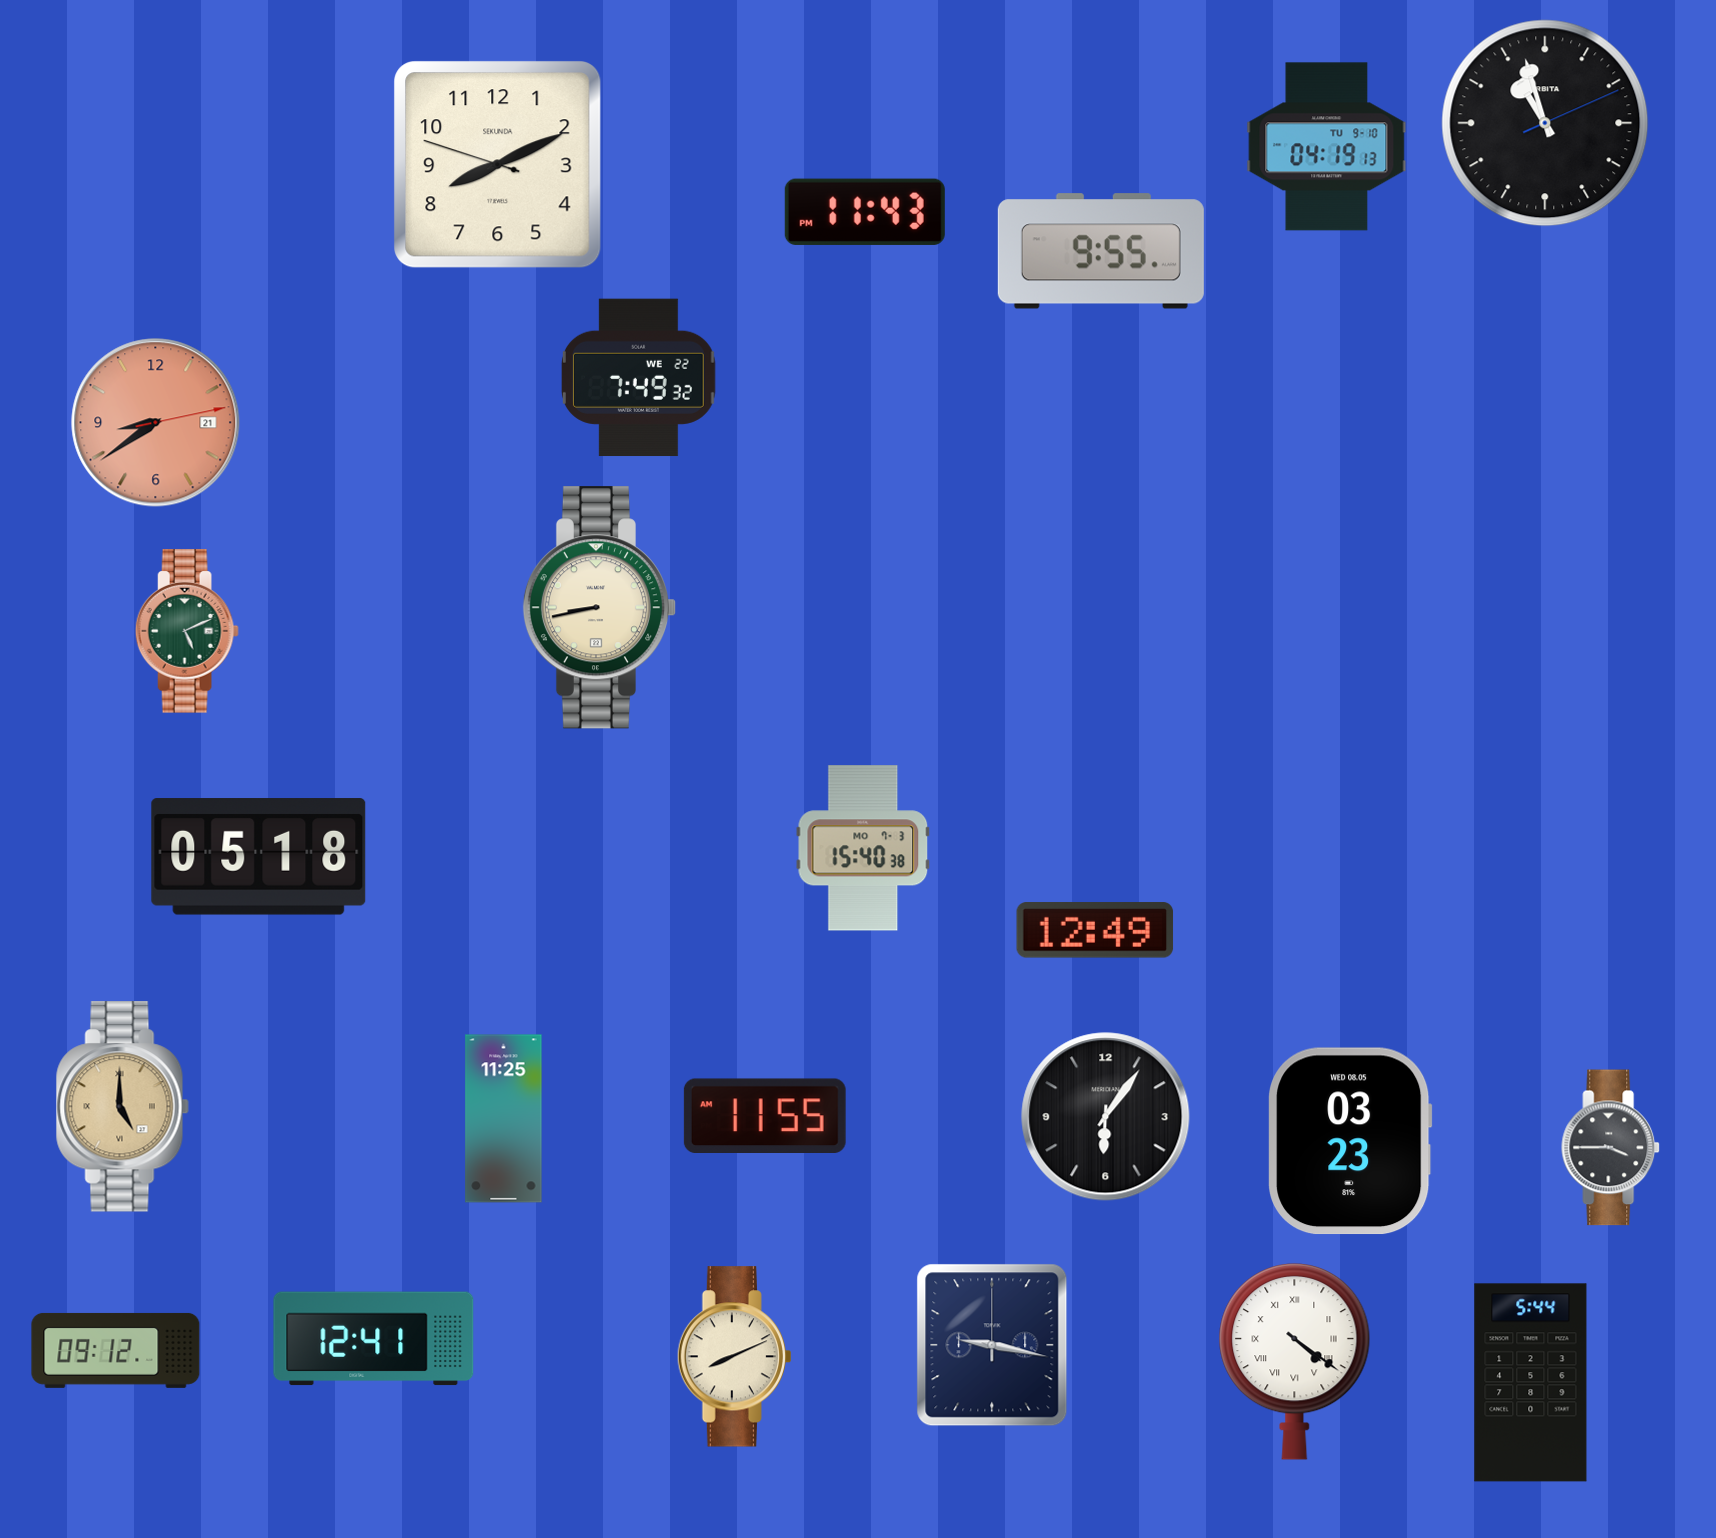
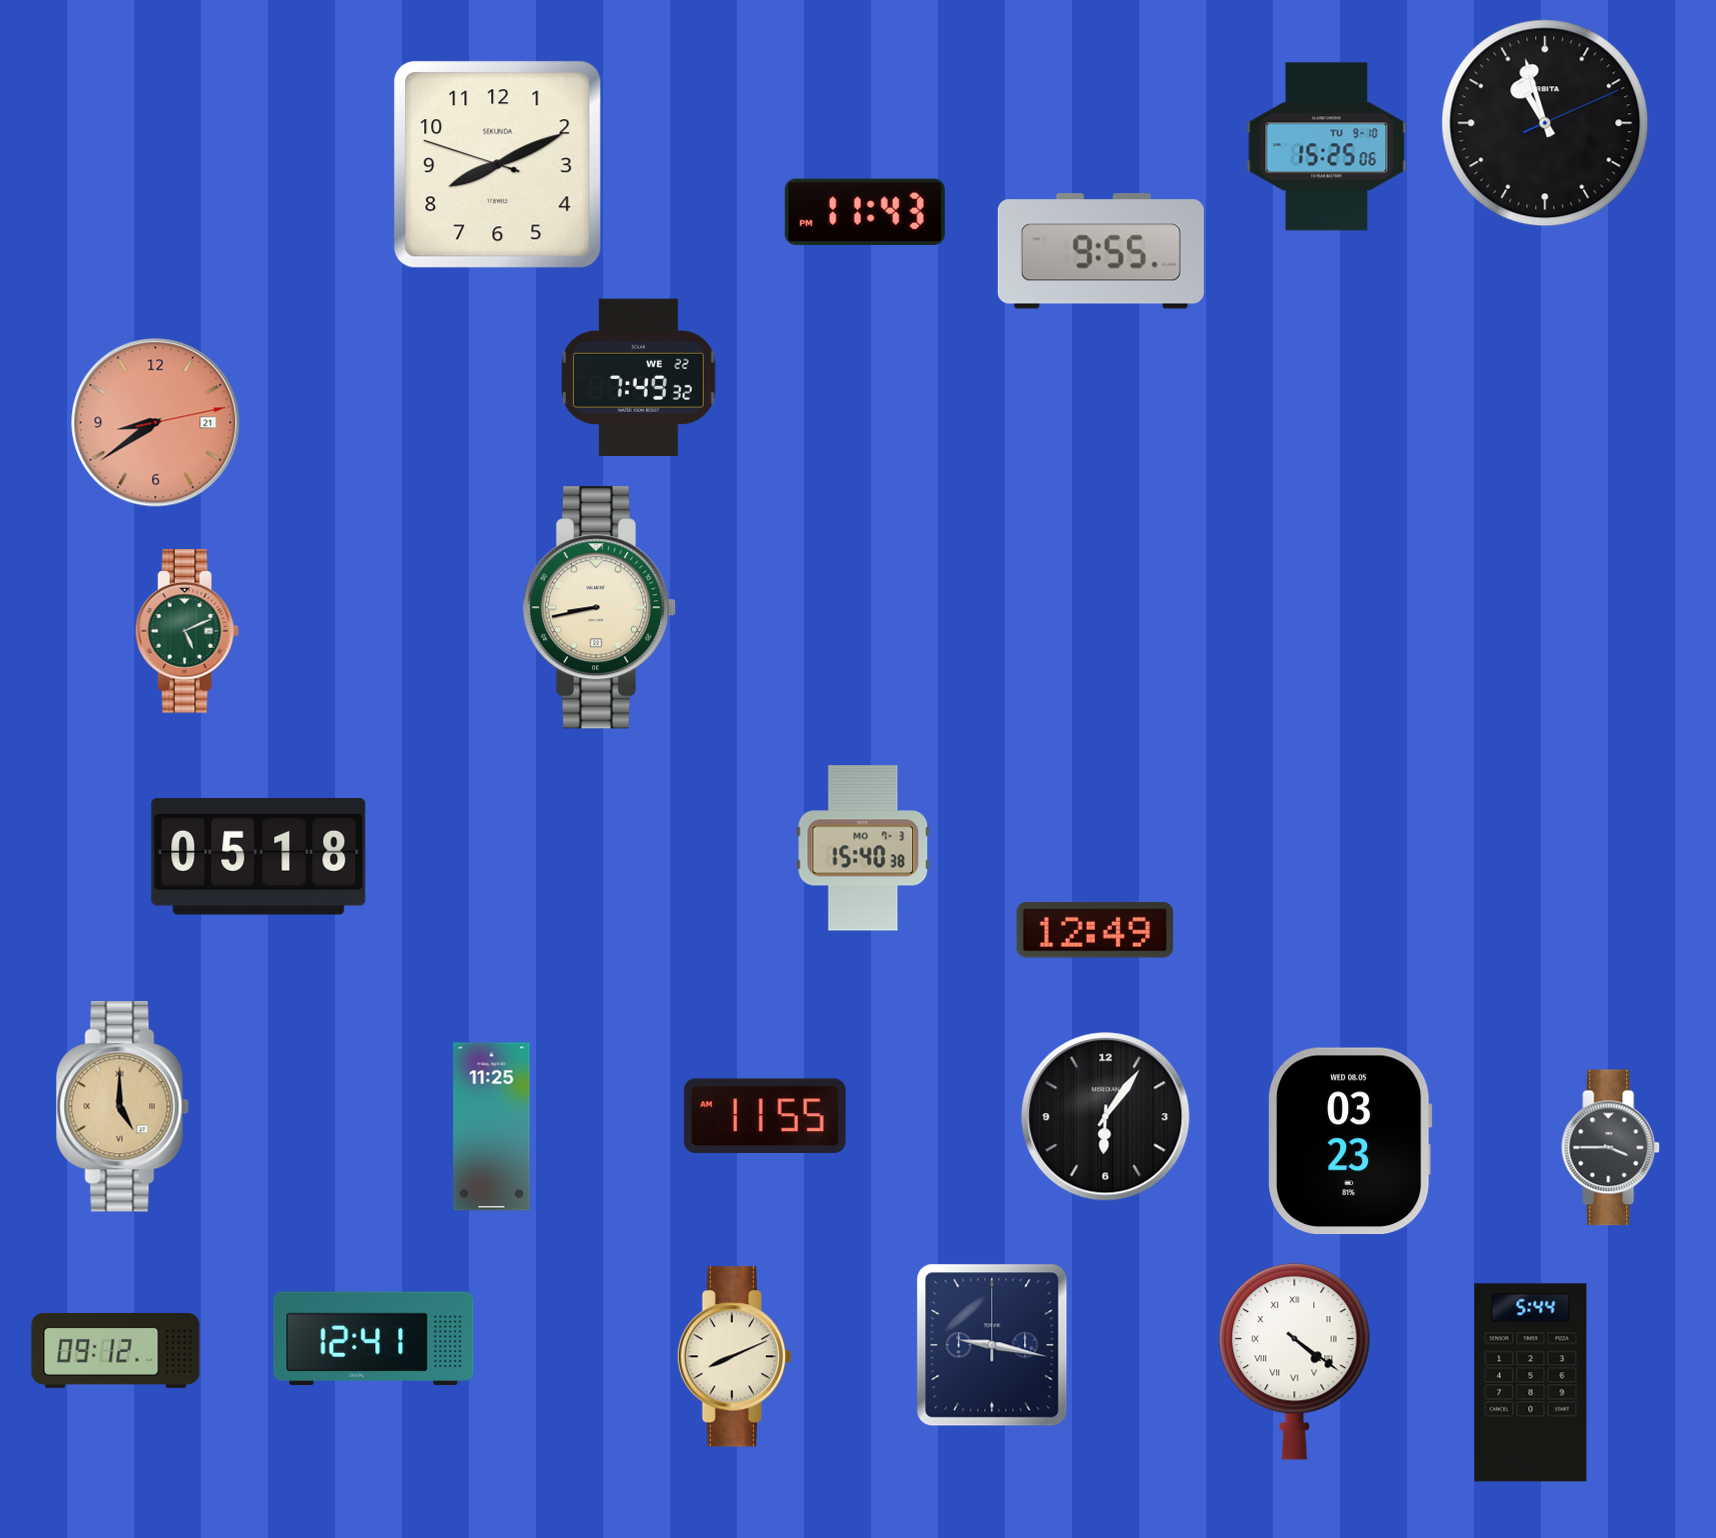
clock at (1327, 147): 04:19 -> 15:25
clock at (504, 1119) position: (504, 1119) -> (492, 1127)
